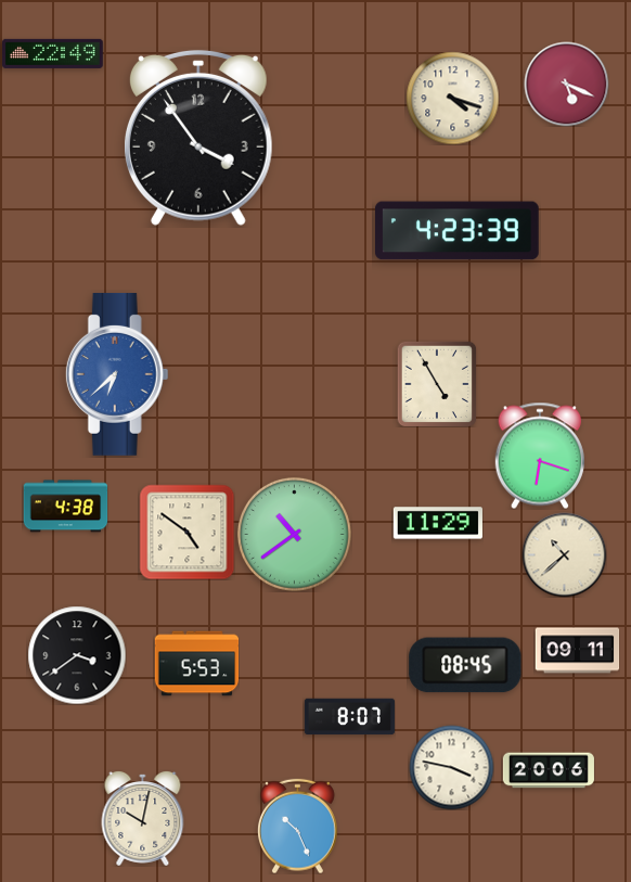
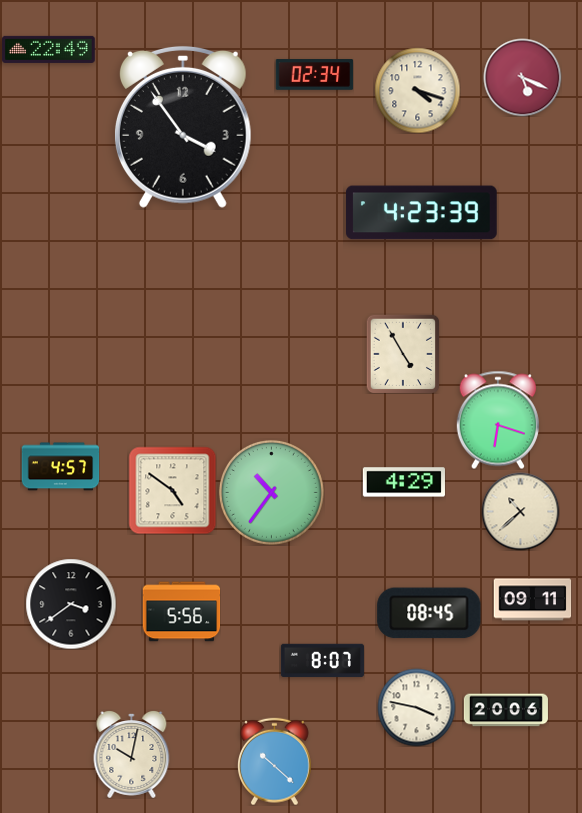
clock at (314, 75): none -> 02:34
clock at (117, 374): 6:38 -> none
clock at (65, 507): 4:38 -> 4:57
clock at (438, 523): 11:29 -> 4:29
clock at (294, 534): 10:39 -> 10:36
clock at (196, 664): 5:53 -> 5:56
clock at (297, 826): 10:26 -> 10:22
